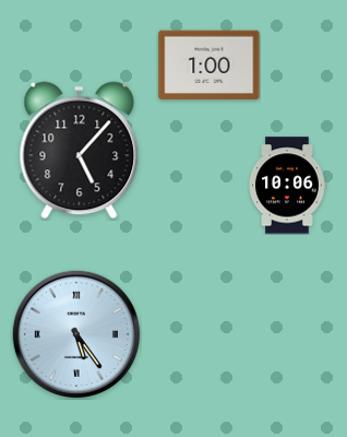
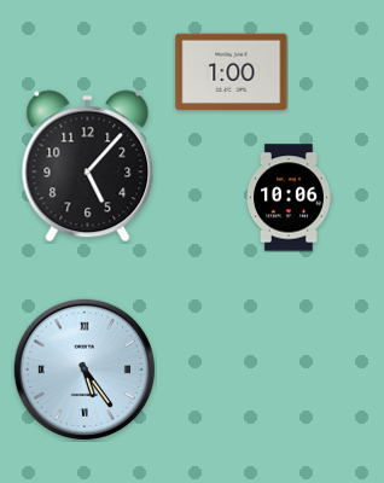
clock at (287, 186) position: (287, 186) -> (289, 198)
